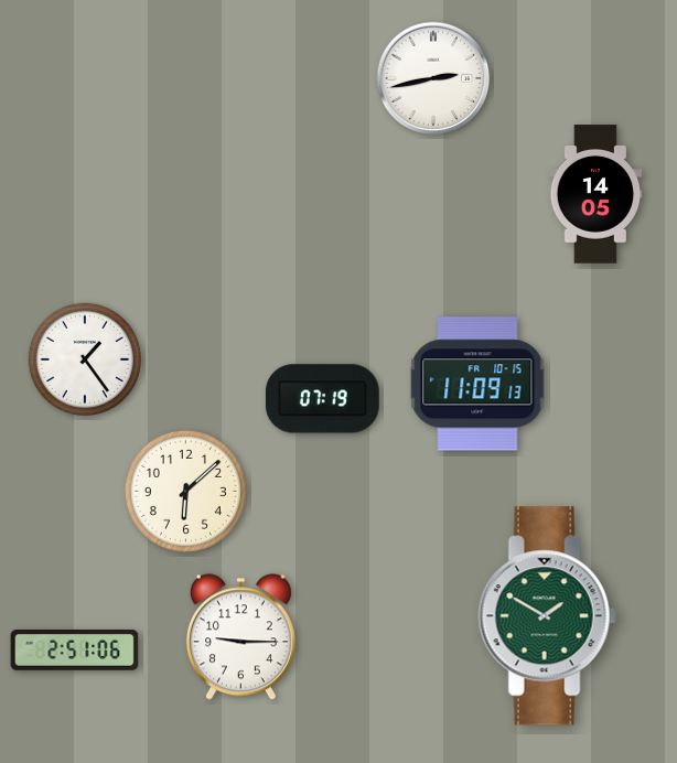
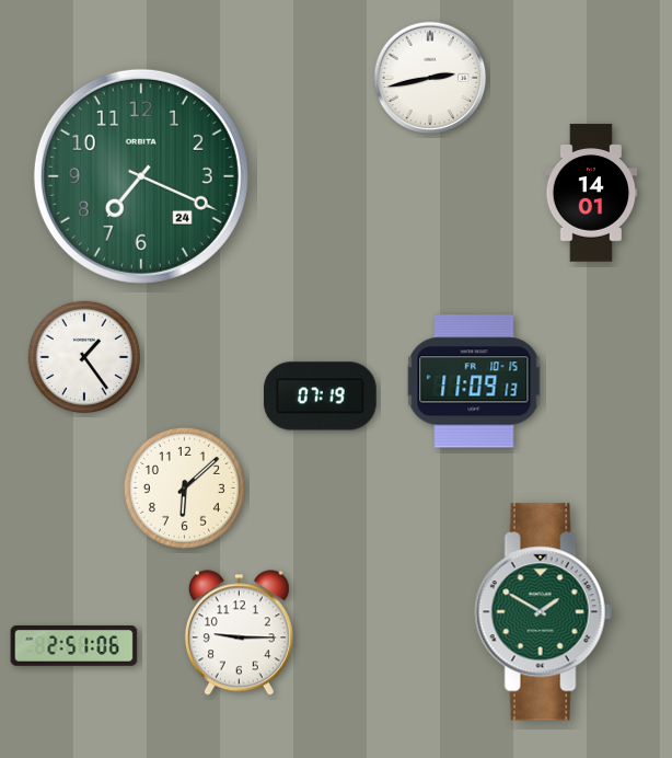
clock at (141, 176): none -> 7:19
clock at (595, 194): 14:05 -> 14:01
